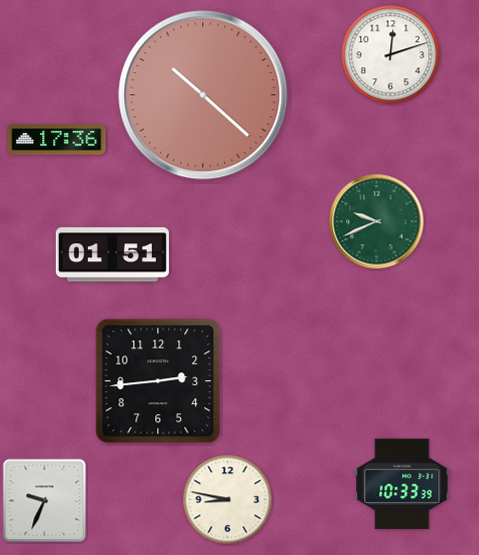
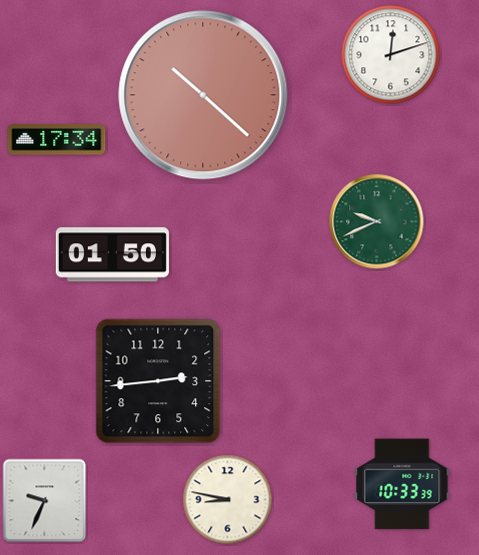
clock at (57, 140): 17:36 -> 17:34
clock at (112, 255): 01:51 -> 01:50
